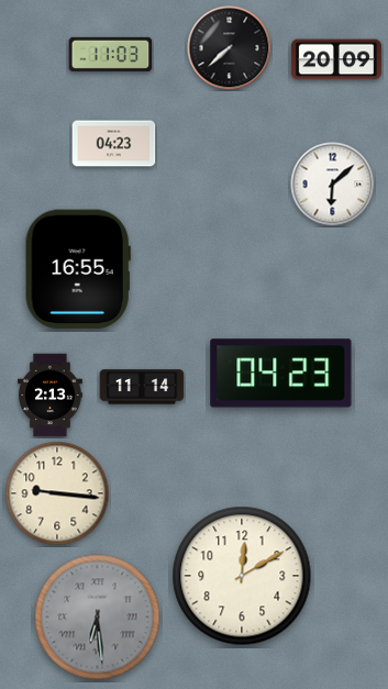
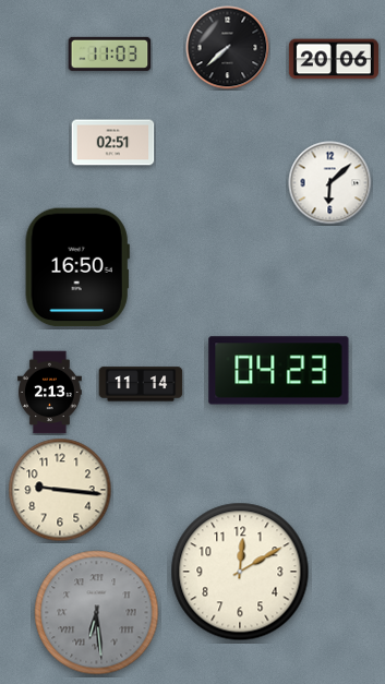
clock at (336, 59): 20:09 -> 20:06
clock at (114, 144): 04:23 -> 02:51
clock at (78, 269): 16:55 -> 16:50
clock at (57, 493) position: (57, 493) -> (60, 490)
